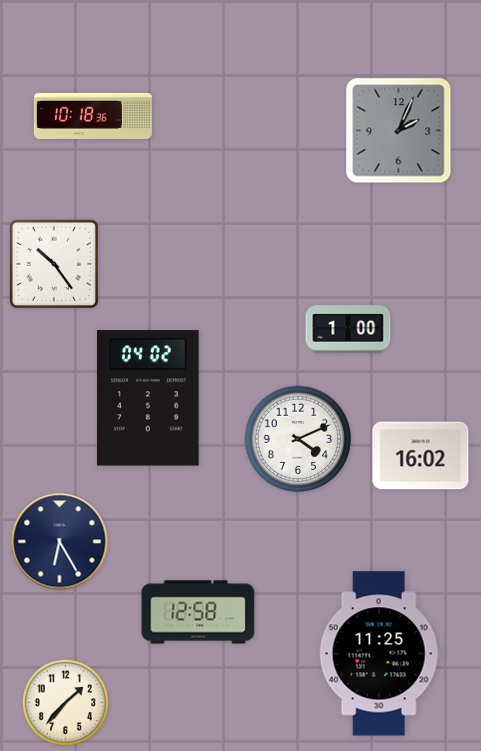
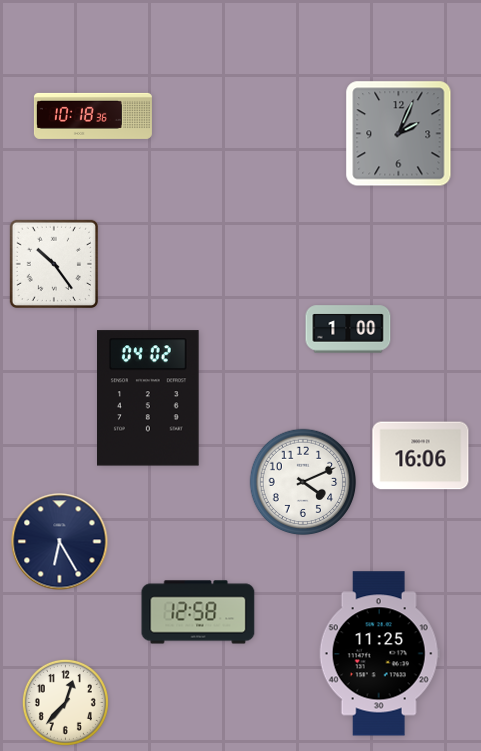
clock at (399, 131) position: (399, 131) -> (399, 134)
clock at (298, 439) position: (298, 439) -> (303, 482)
clock at (421, 456): 16:02 -> 16:06
clock at (65, 702): 1:37 -> 12:37
